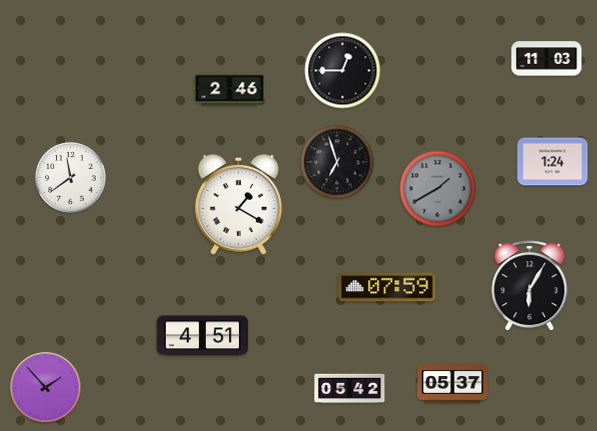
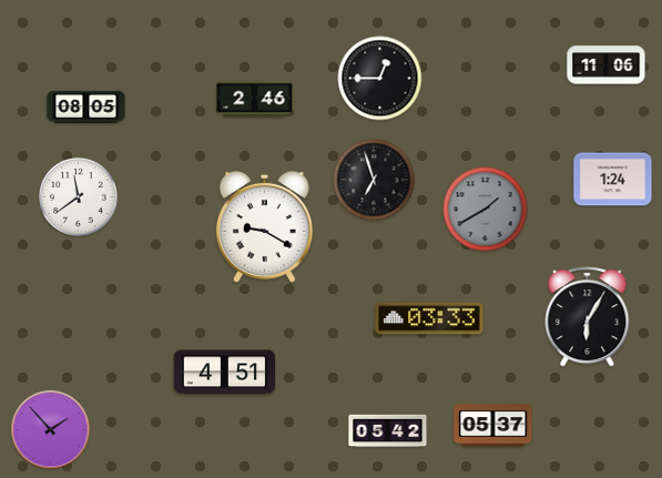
clock at (547, 59): 11:03 -> 11:06
clock at (86, 106): none -> 08:05
clock at (238, 204): 1:20 -> 9:20
clock at (387, 287): 07:59 -> 03:33
clock at (453, 384) position: (453, 384) -> (493, 426)
